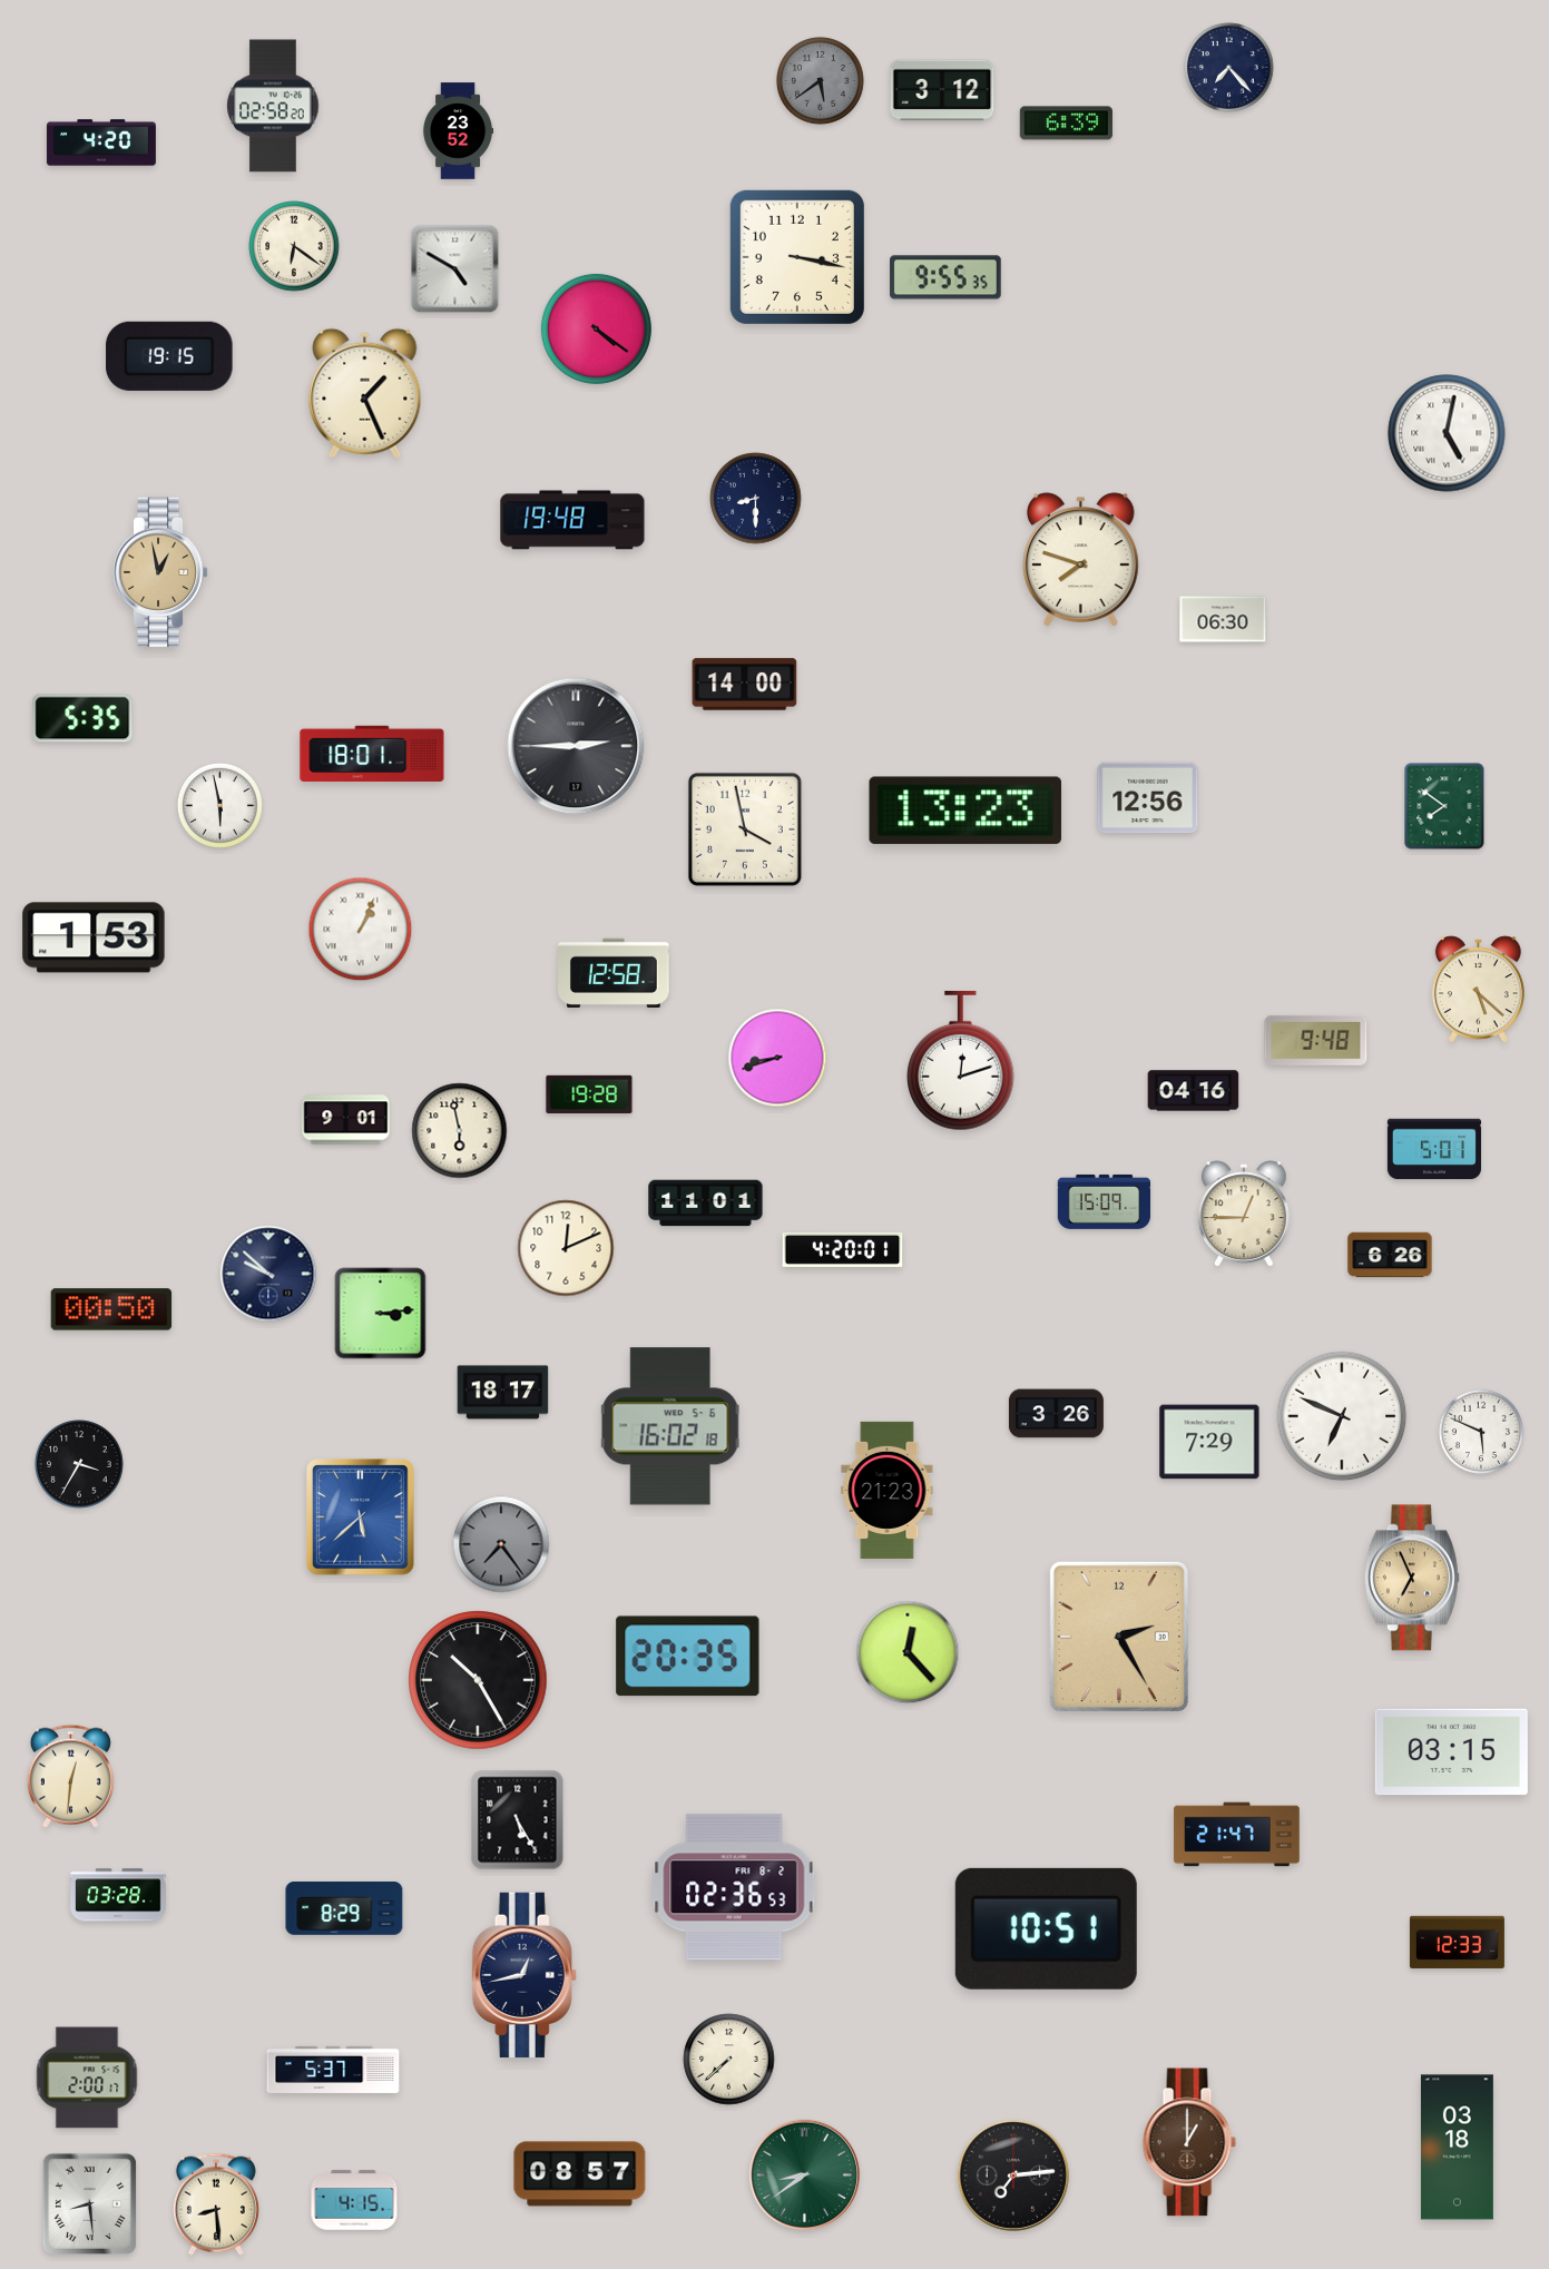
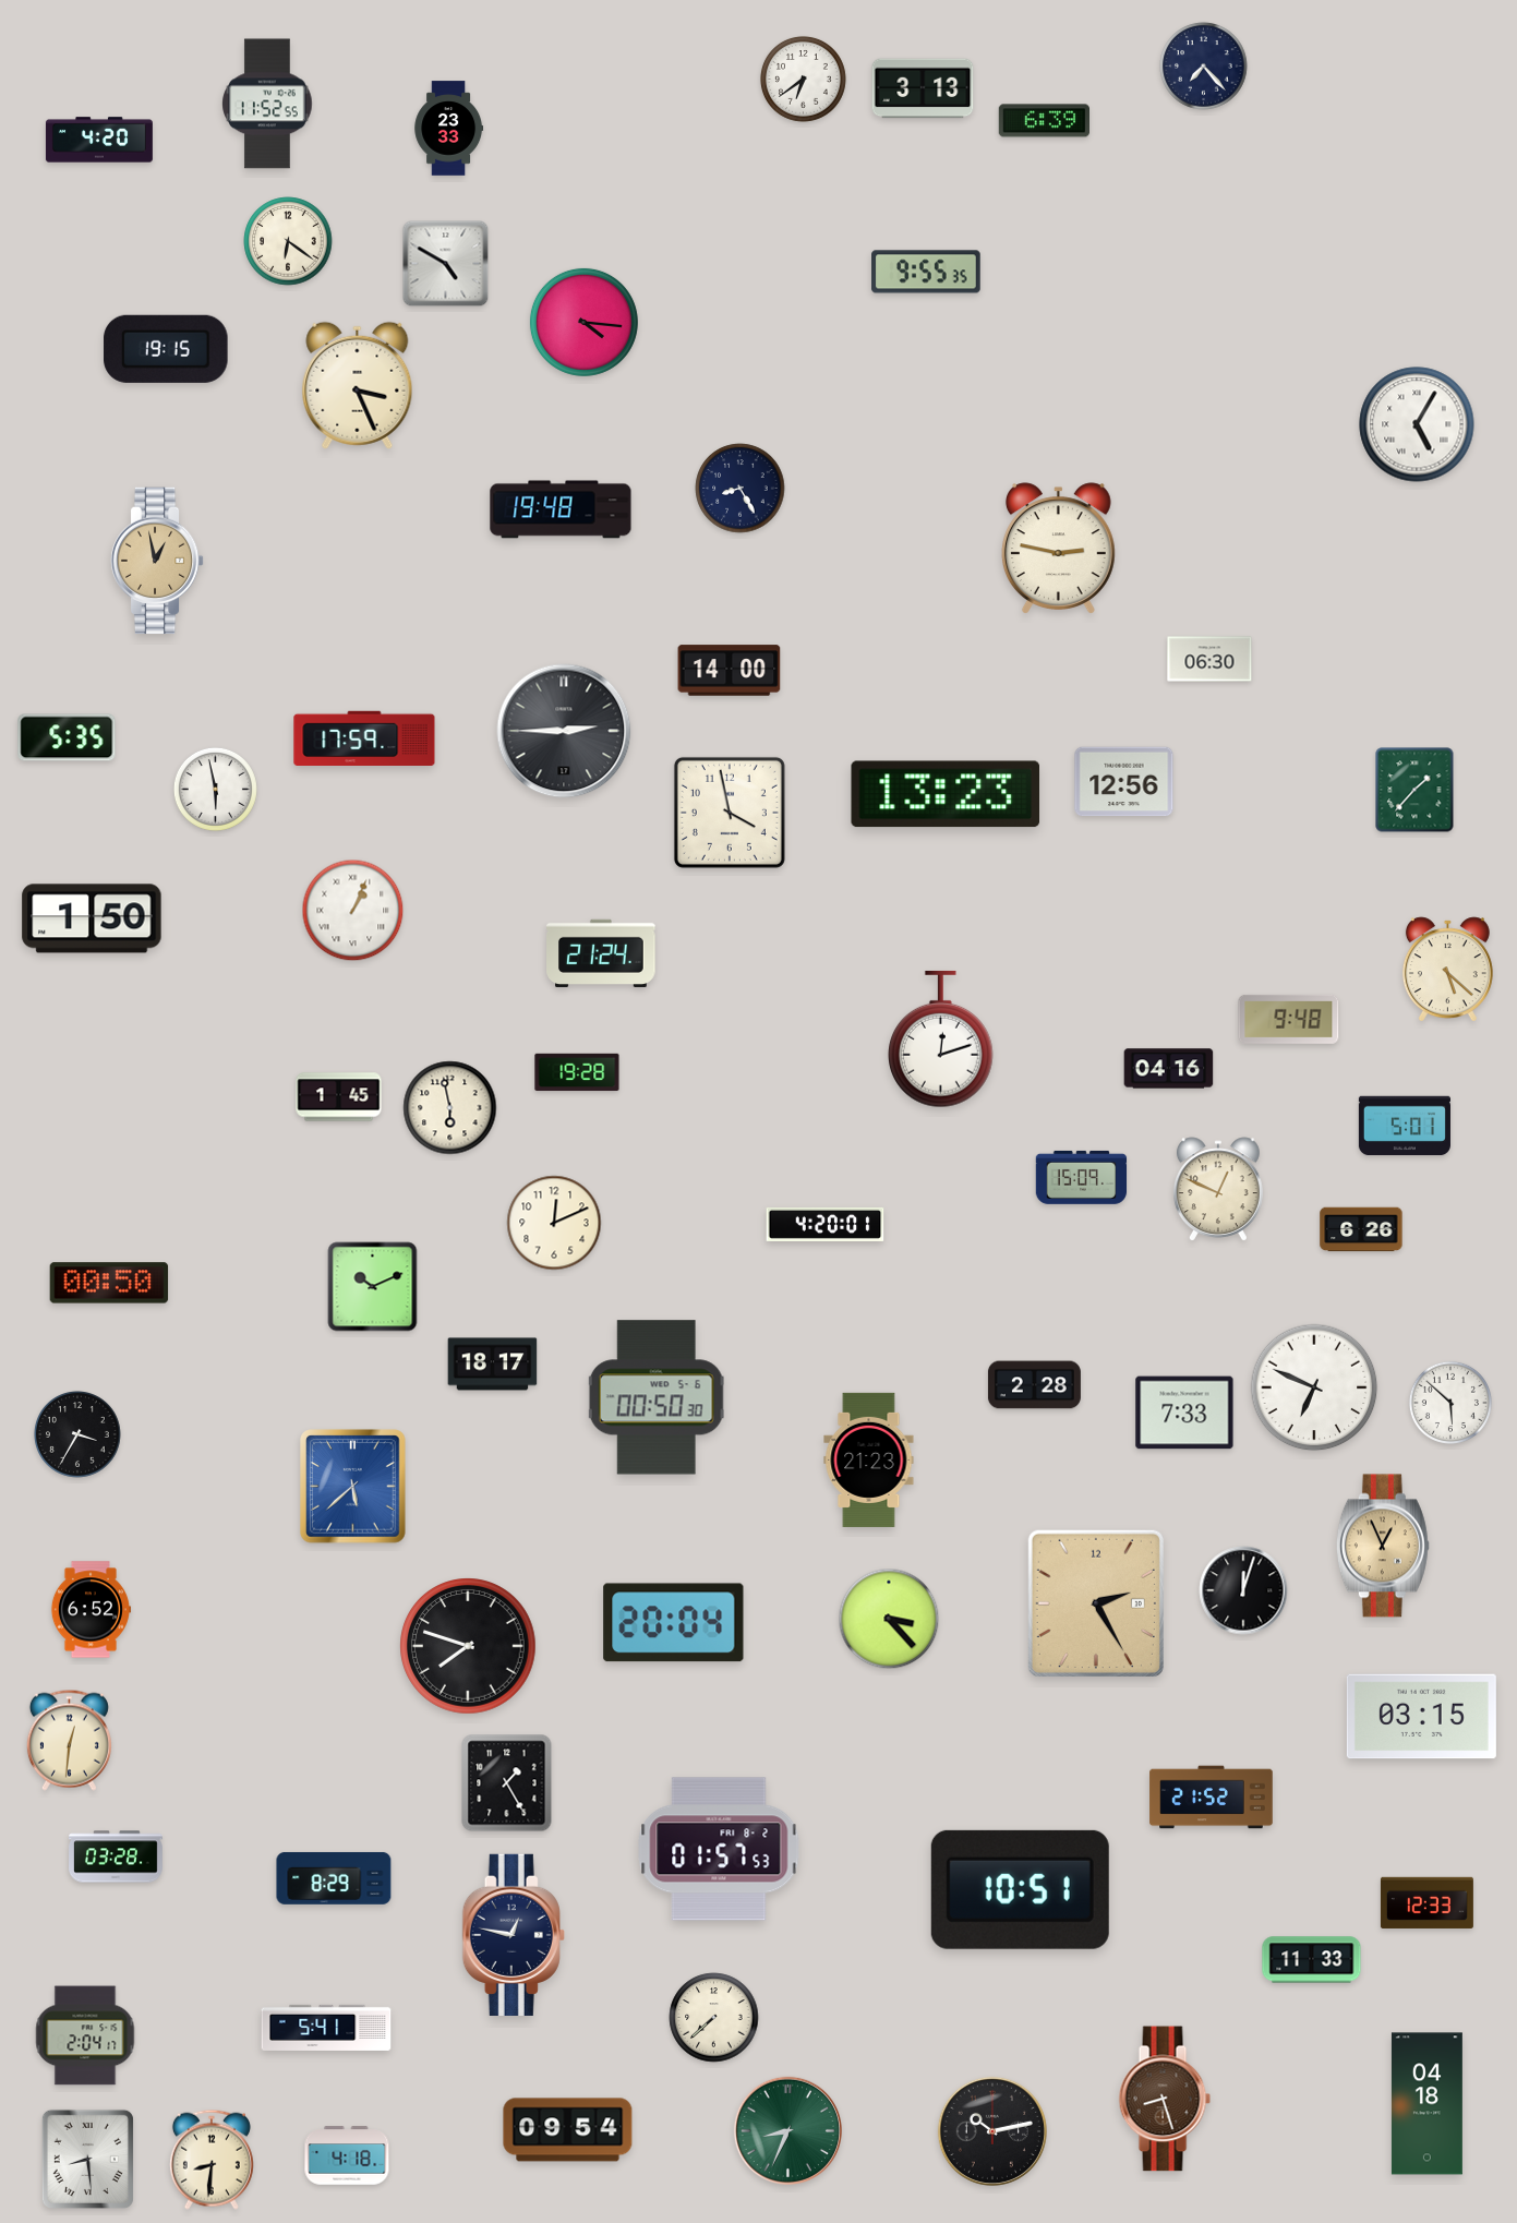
clock at (820, 80): 5:39 -> 6:39
clock at (820, 80) dial: grey -> white
clock at (942, 90): 3:12 -> 3:13
clock at (273, 106): 02:58 -> 11:52
clock at (459, 131): 23:52 -> 23:33
clock at (797, 257): 3:17 -> none
clock at (596, 328): 4:21 -> 4:16
clock at (365, 393): 1:26 -> 3:26
clock at (1447, 433): 5:02 -> 5:05
clock at (756, 499): 8:30 -> 8:25
clock at (1080, 560): 7:48 -> 2:47
clock at (1223, 619) position: (1223, 619) -> (1209, 659)
clock at (82, 718) position: (82, 718) -> (67, 737)
clock at (372, 753): 18:01 -> 17:59
clock at (1444, 806): 7:51 -> 1:37
clock at (94, 937): 1:53 -> 1:50
clock at (614, 973): 12:58 -> 21:24
clock at (777, 1058): 8:42 -> none
clock at (346, 1120): 9:01 -> 1:45
clock at (706, 1204): 11:01 -> none
clock at (1244, 1215): 12:45 -> 12:49
clock at (268, 1274): 9:52 -> none
clock at (381, 1314): 3:14 -> 10:11
clock at (1056, 1414): 3:26 -> 2:28
clock at (670, 1426): 16:02 -> 00:50
clock at (1481, 1432): 5:49 -> 5:52
clock at (1209, 1442): 7:29 -> 7:33
clock at (501, 1544): 7:24 -> none
clock at (1412, 1578): 6:56 -> 12:56
clock at (1243, 1590): none -> 12:03
clock at (91, 1610): none -> 6:52
clock at (908, 1652): 12:23 -> 3:23
clock at (688, 1657): 20:35 -> 20:04
clock at (478, 1680): 10:25 -> 7:48
clock at (518, 1820): 5:25 -> 1:25
clock at (1237, 1835): 21:47 -> 21:52
clock at (734, 1887): 02:36 -> 01:57
clock at (344, 1908) position: (344, 1908) -> (334, 1878)
clock at (1046, 1928) position: (1046, 1928) -> (1020, 1889)
clock at (524, 1975): 12:43 -> 12:47
clock at (1312, 1960): none -> 11:33
clock at (333, 2070): 5:37 -> 5:41
clock at (87, 2078): 2:00 -> 2:04
clock at (1189, 2142): 1:00 -> 8:27
clock at (1457, 2148): 03:18 -> 04:18
clock at (580, 2174): 08:57 -> 09:54
clock at (804, 2174): 8:39 -> 8:34
clock at (1013, 2175): 7:14 -> 10:13
clock at (354, 2200): 4:15 -> 4:18
clock at (216, 2204): 8:29 -> 8:31
